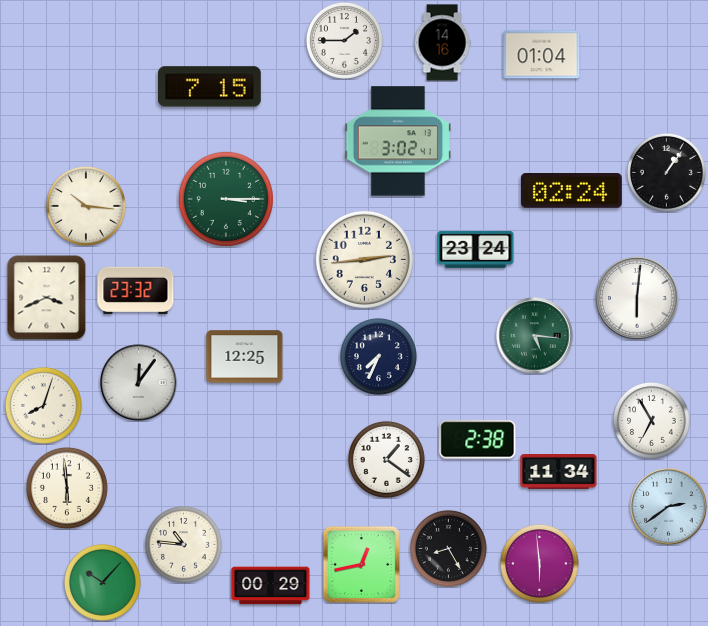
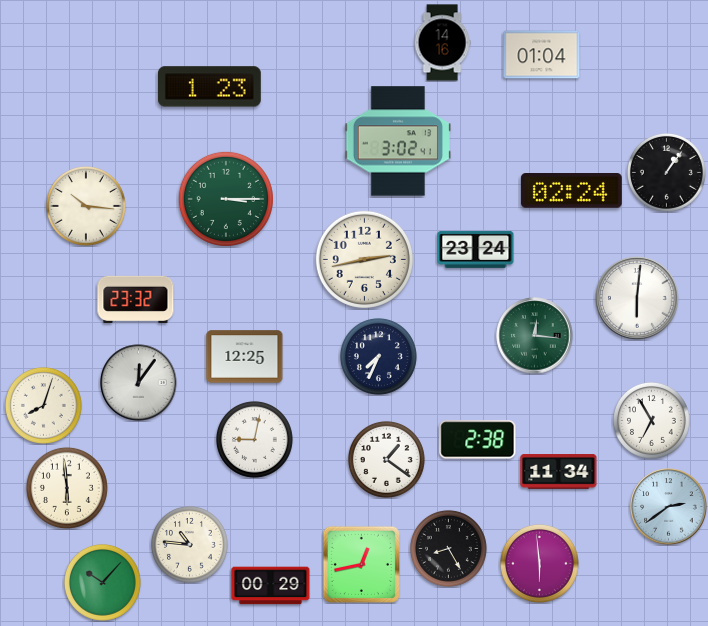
clock at (344, 40): 1:45 -> none
clock at (210, 87): 7:15 -> 1:23
clock at (364, 259): 2:44 -> 2:43
clock at (136, 290) position: (136, 290) -> (136, 299)
clock at (47, 298): 3:41 -> none
clock at (535, 336): 5:16 -> 12:16
clock at (254, 439): none -> 9:02
clock at (183, 544) position: (183, 544) -> (189, 544)
